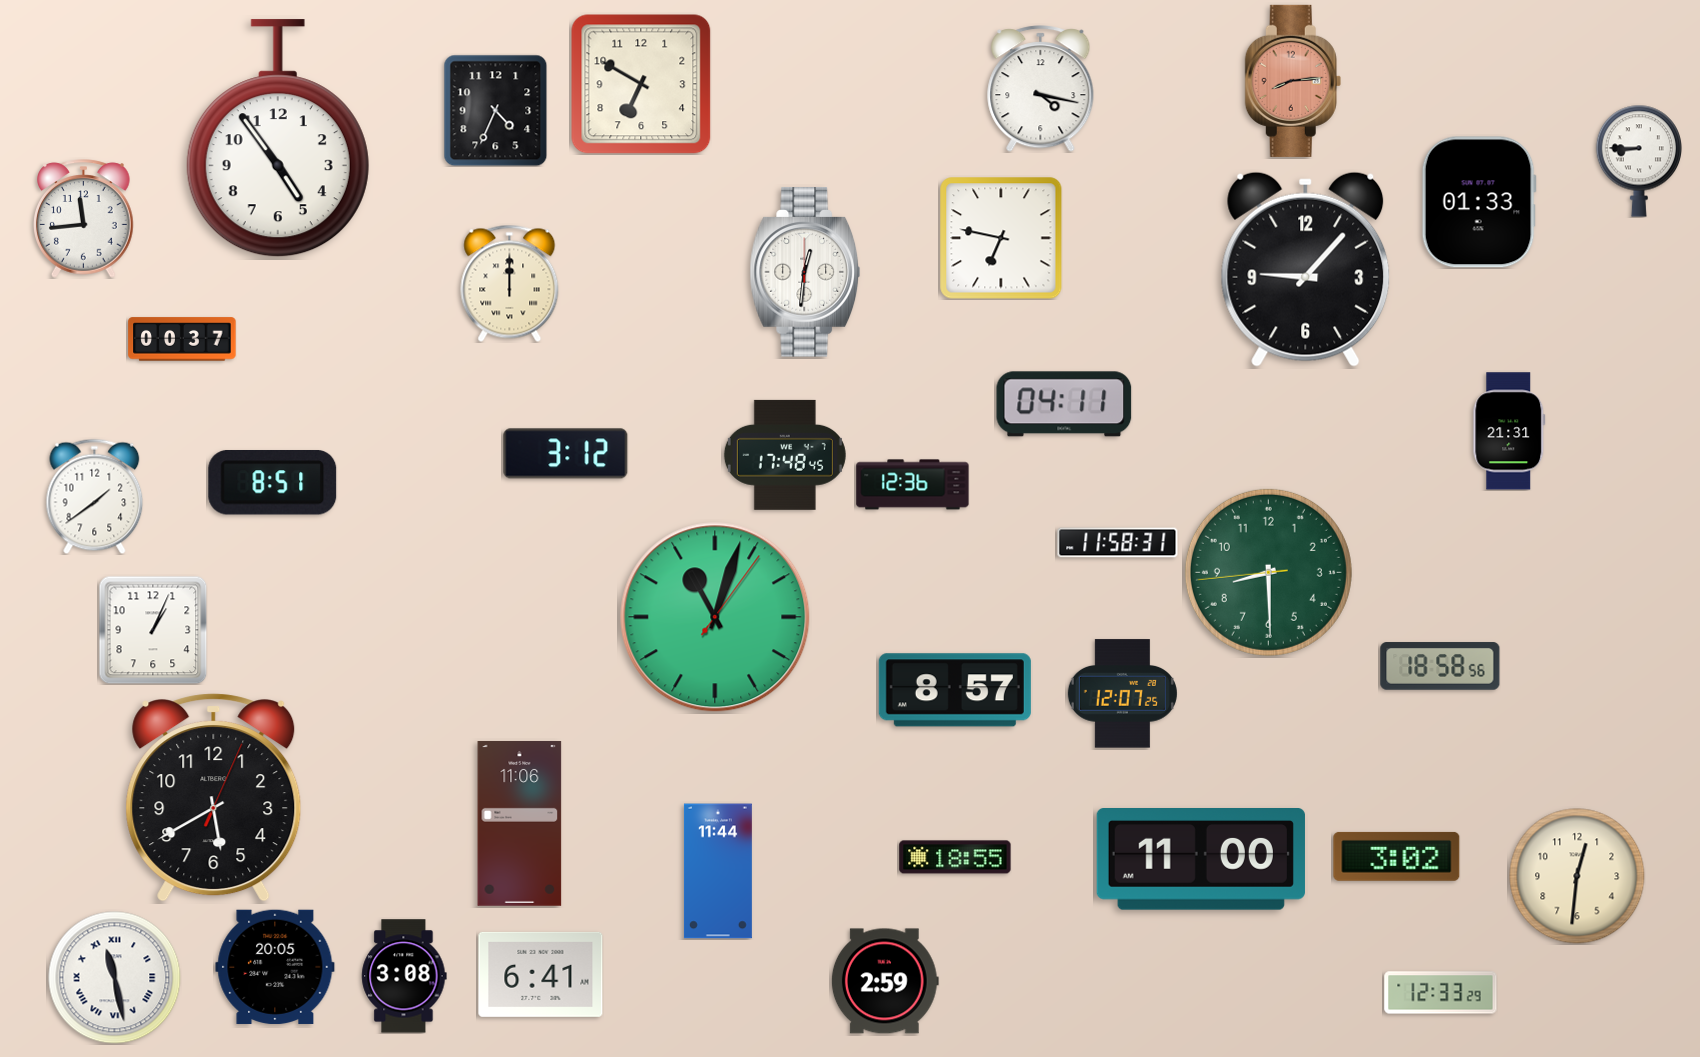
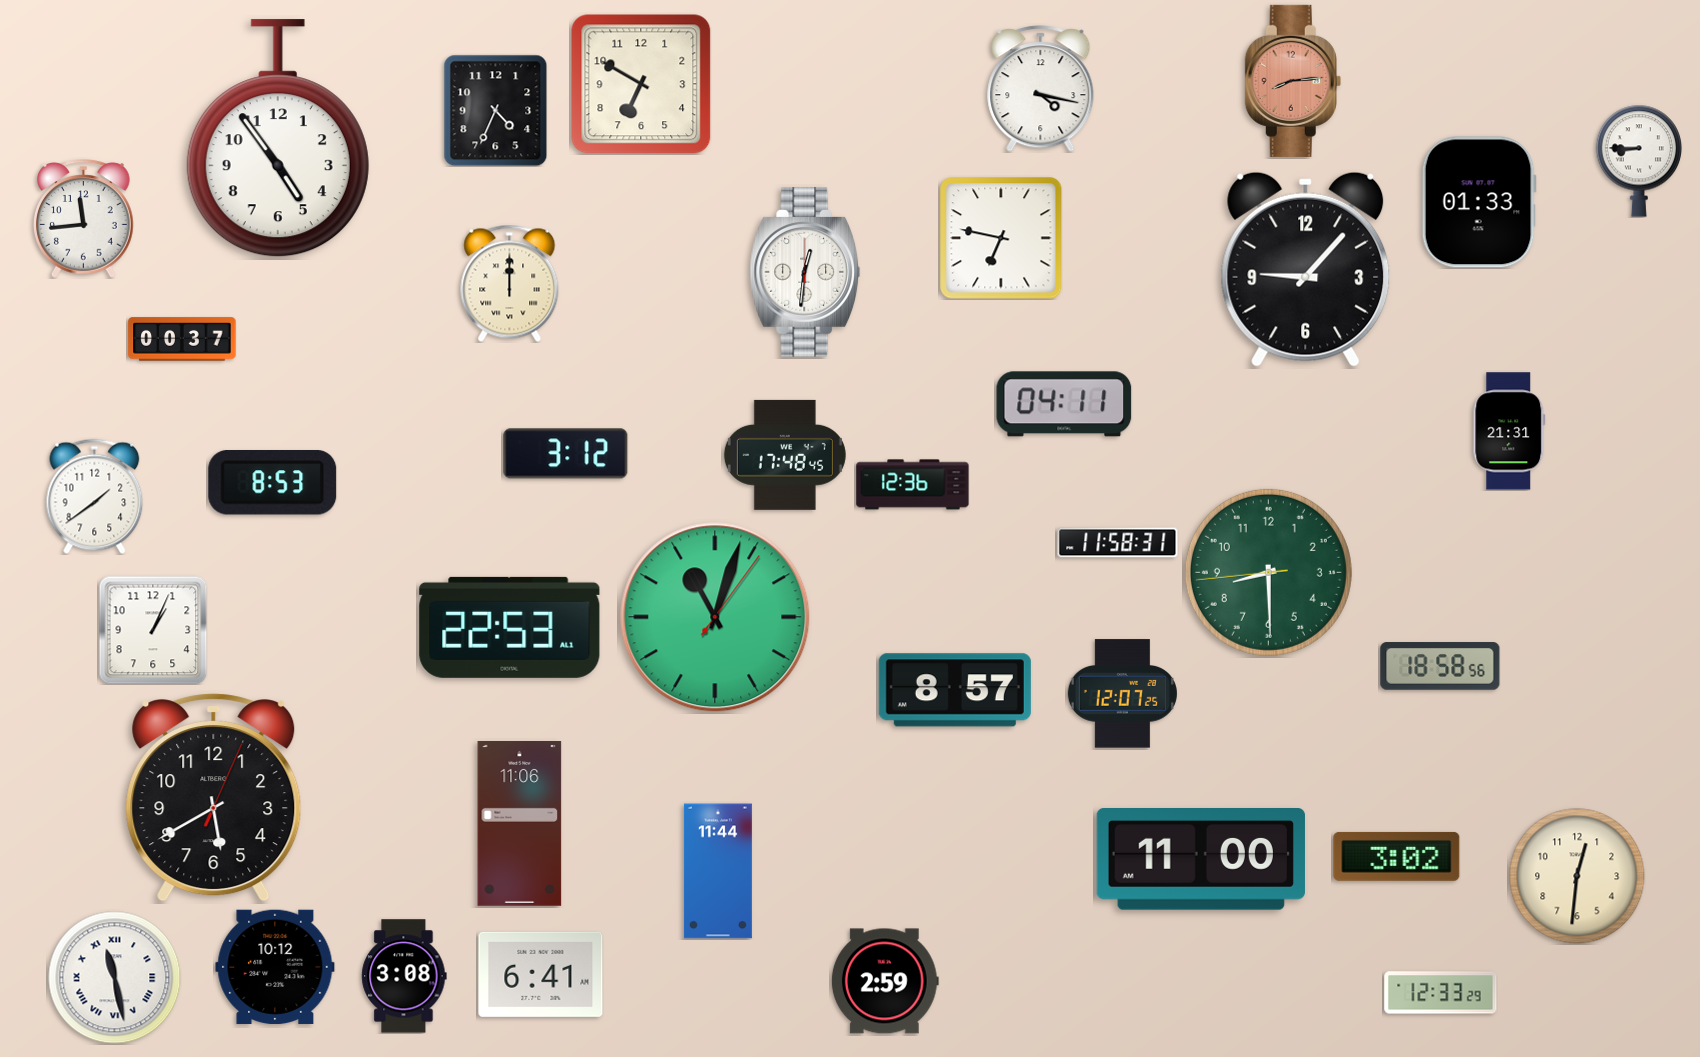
clock at (273, 483): 8:51 -> 8:53
clock at (510, 627): none -> 22:53
clock at (955, 857): 18:55 -> none
clock at (275, 967): 20:05 -> 10:12
